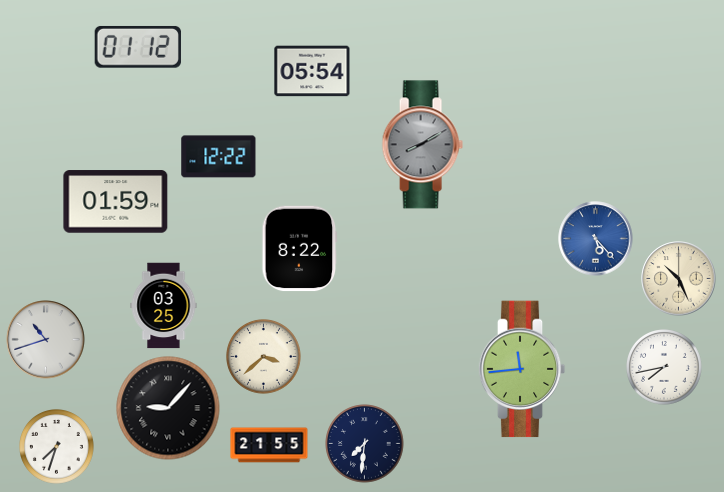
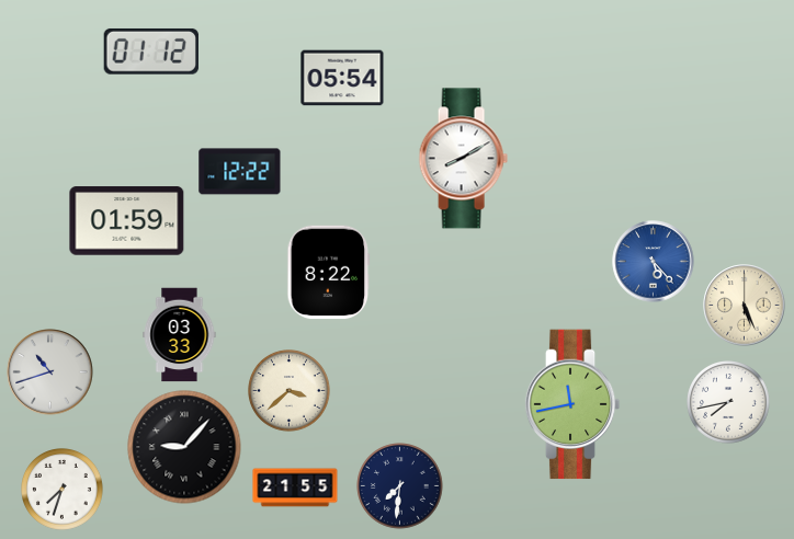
clock at (422, 145) dial: grey -> white
clock at (679, 279): 10:26 -> 5:26
clock at (164, 306): 03:25 -> 03:33
clock at (522, 369): 11:44 -> 11:43
